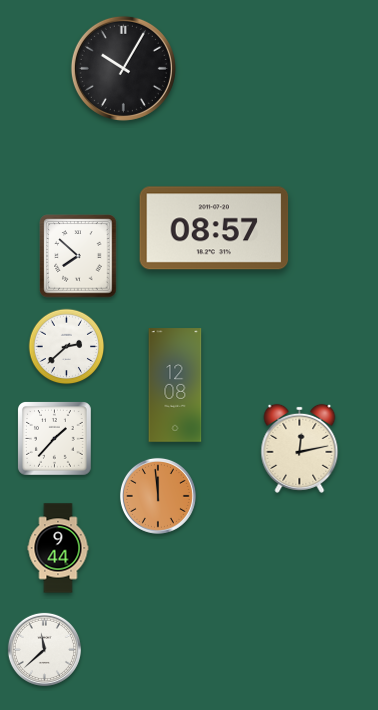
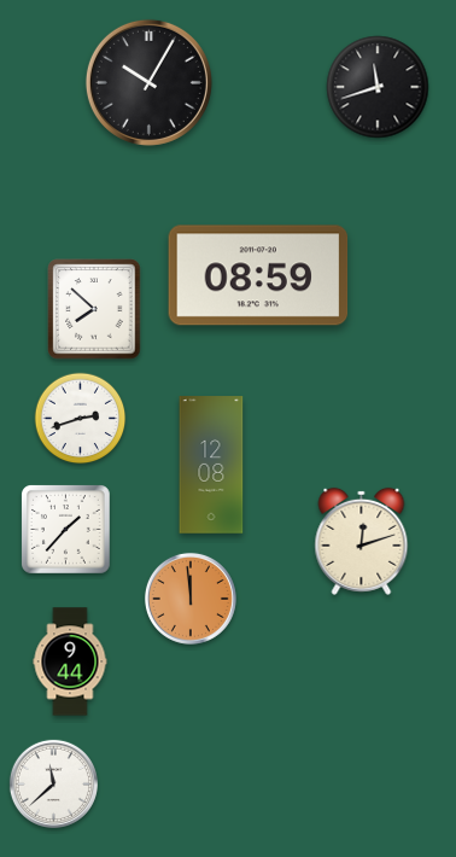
clock at (378, 87): none -> 11:42
clock at (214, 228): 08:57 -> 08:59
clock at (67, 347): 2:38 -> 2:42
clock at (300, 448): 12:13 -> 12:12
